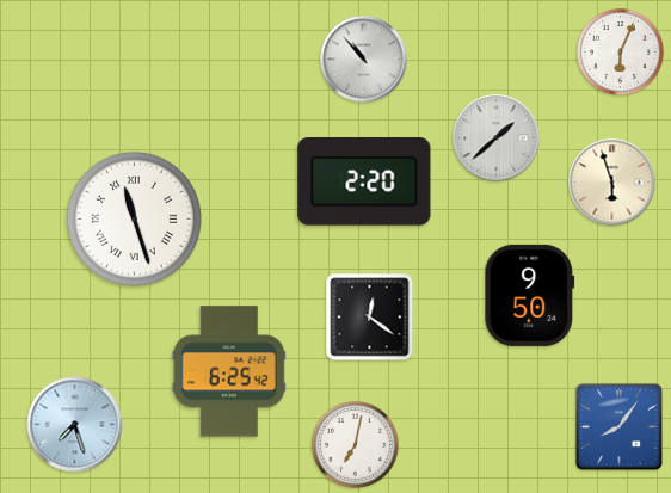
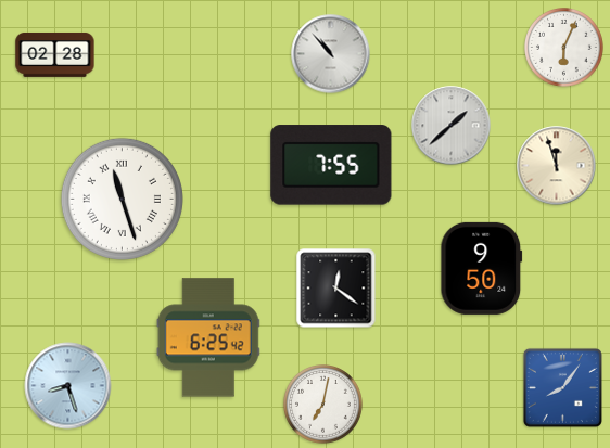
clock at (55, 54): none -> 02:28
clock at (364, 181): 2:20 -> 7:55
clock at (612, 183): 5:57 -> 11:57
clock at (75, 425): 7:27 -> 8:27
